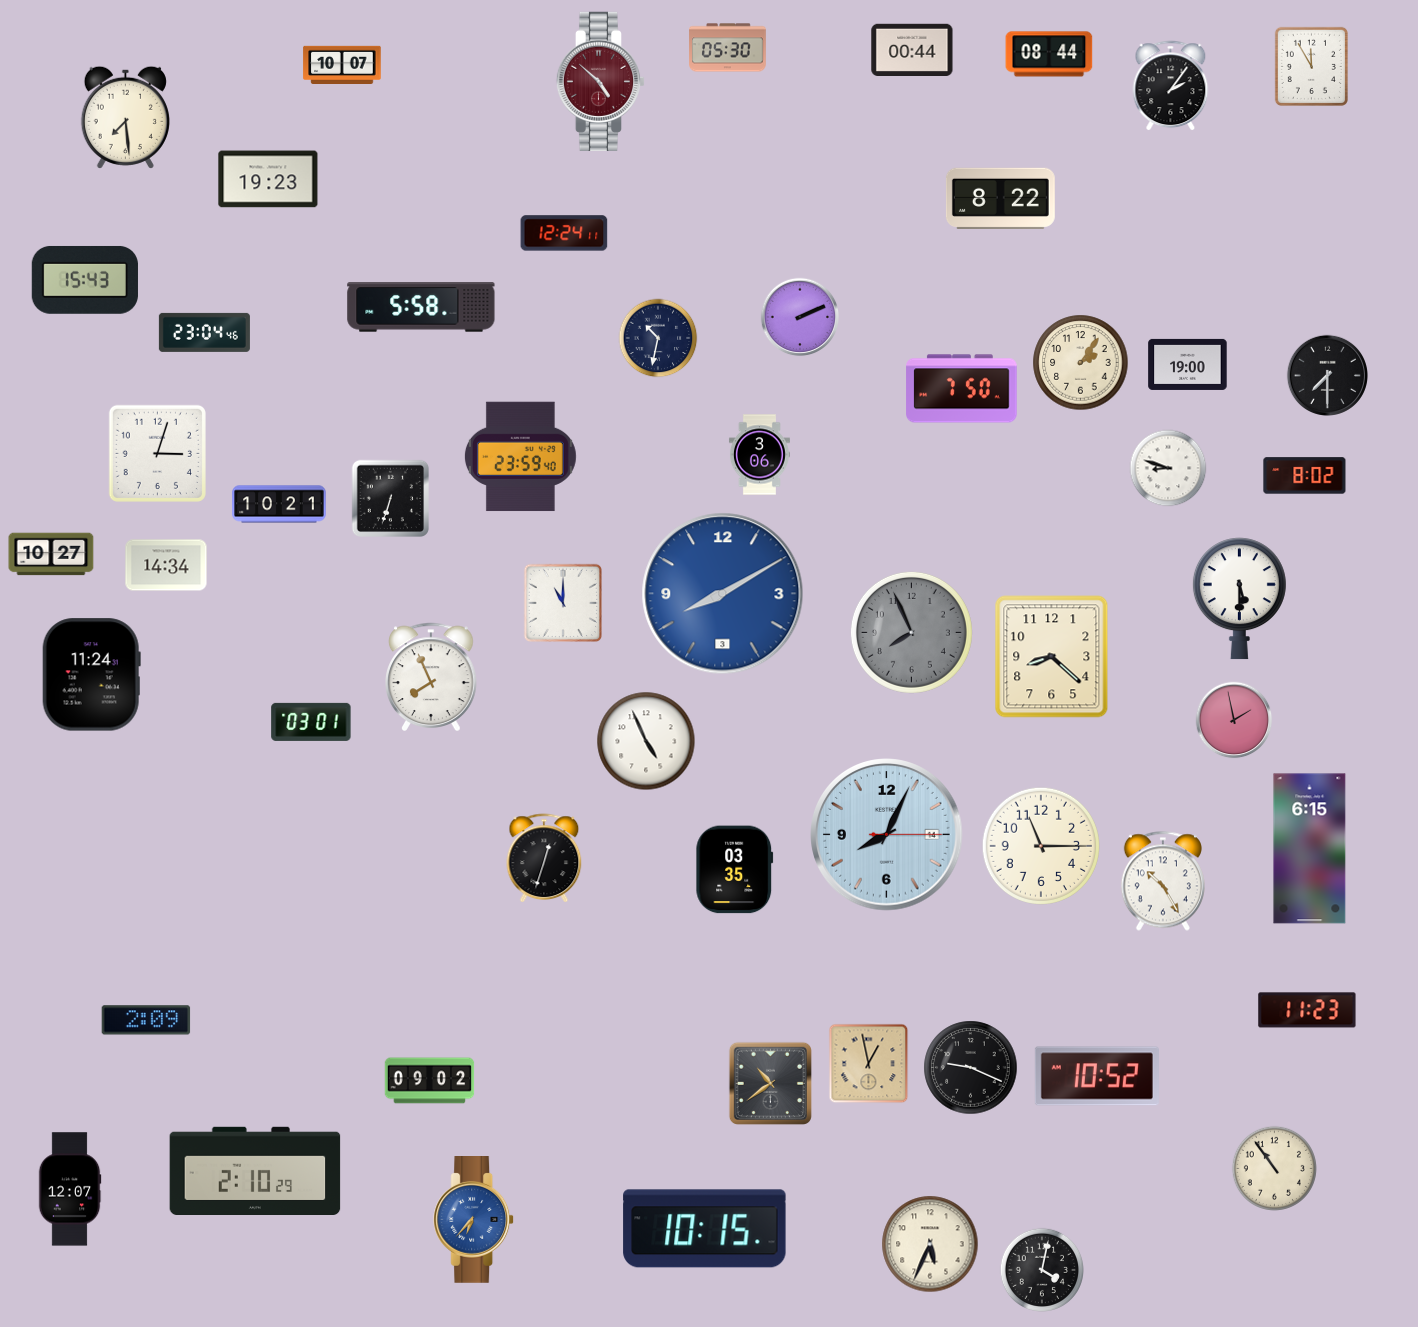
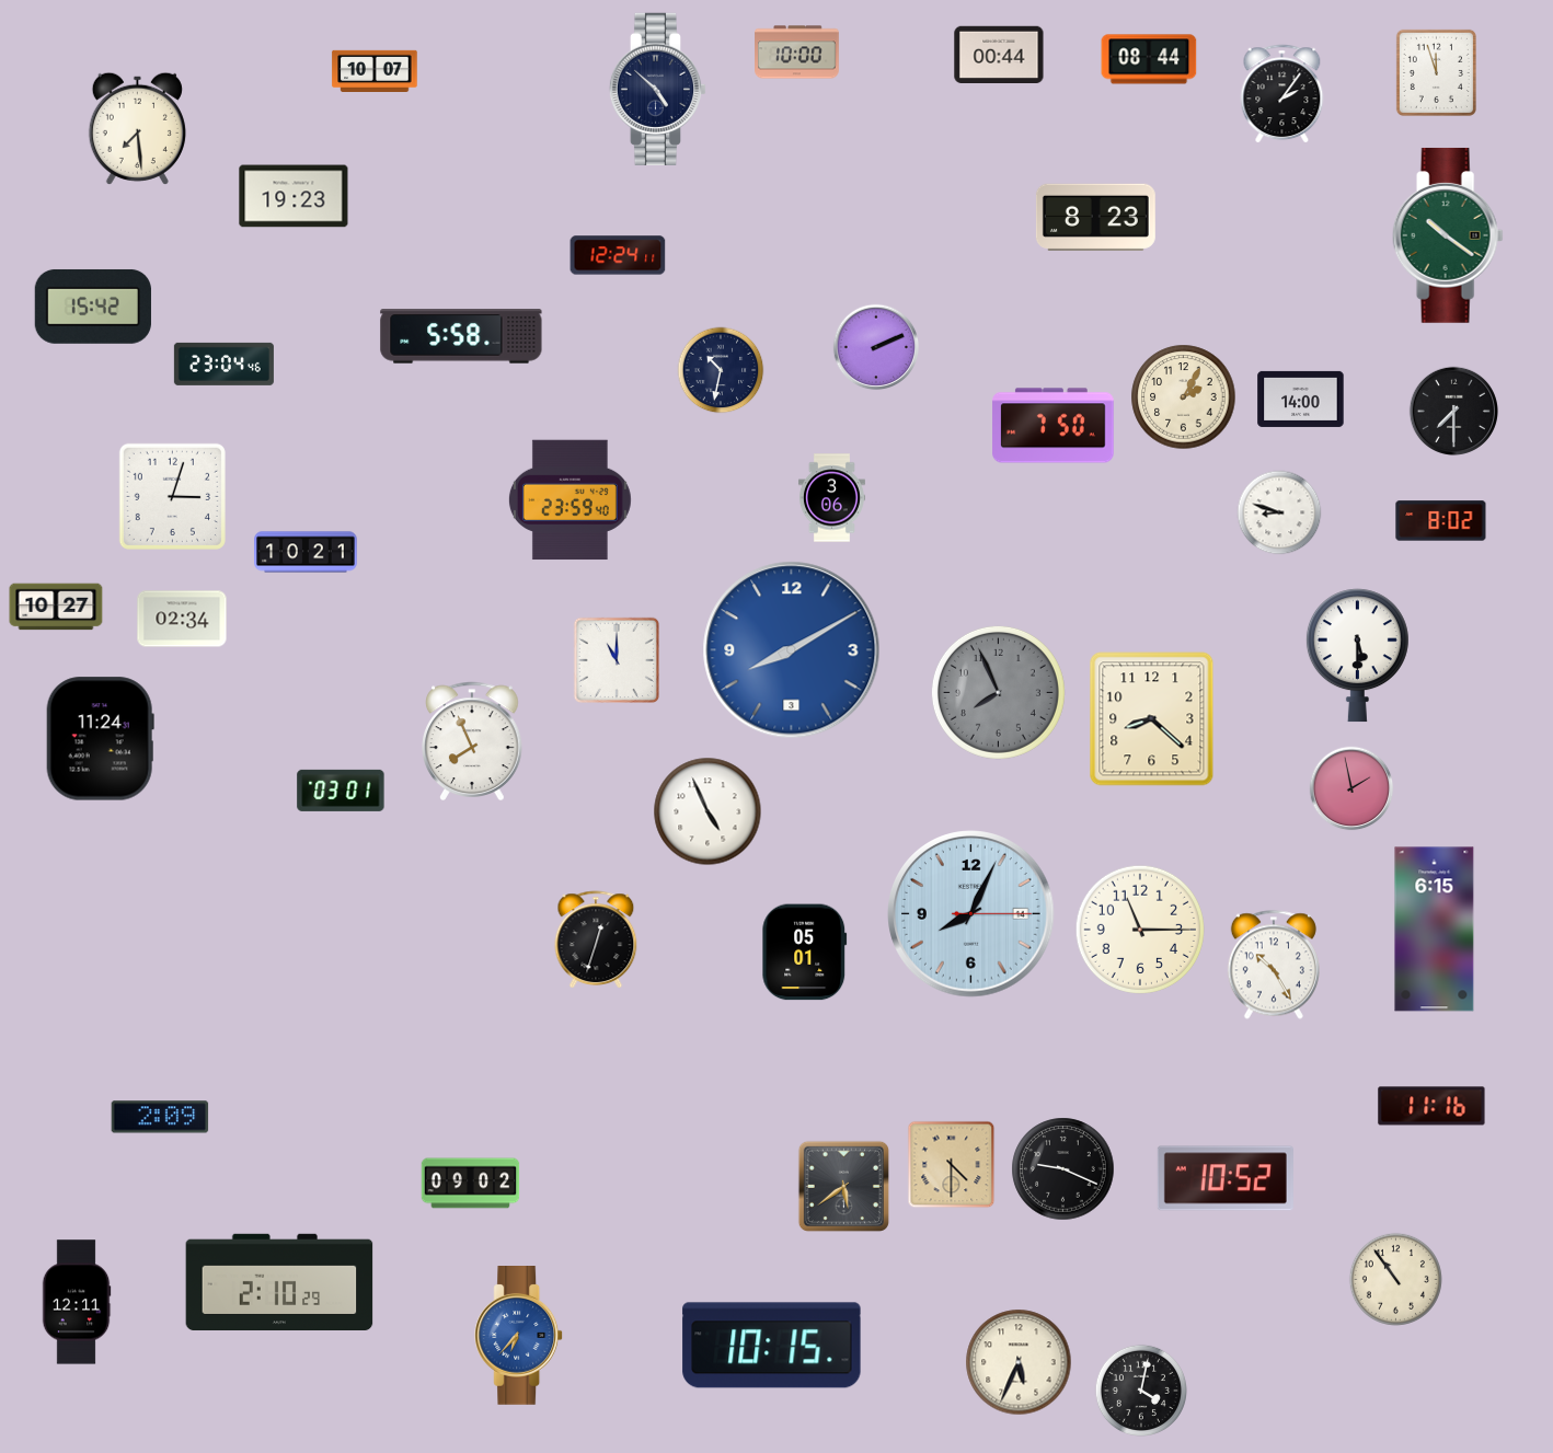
clock at (728, 48): 05:30 -> 10:00
clock at (1311, 66): 11:55 -> 11:57
clock at (601, 81) dial: burgundy -> navy
clock at (1000, 198): 8:22 -> 8:23
clock at (1448, 235): none -> 10:21
clock at (85, 280): 15:43 -> 15:42
clock at (1081, 363): 2:06 -> 2:05
clock at (1188, 364): 19:00 -> 14:00
clock at (1305, 476) position: (1305, 476) -> (1441, 521)
clock at (391, 499): 6:33 -> none
clock at (166, 565): 14:34 -> 02:34
clock at (1041, 846) position: (1041, 846) -> (1140, 930)
clock at (735, 870): 03:35 -> 05:01
clock at (1307, 1010): 11:23 -> 11:16
clock at (869, 1064): 12:58 -> 4:30
clock at (1097, 1076) position: (1097, 1076) -> (1226, 1178)
clock at (770, 1083): 10:39 -> 5:39
clock at (70, 1189): 12:07 -> 12:11
